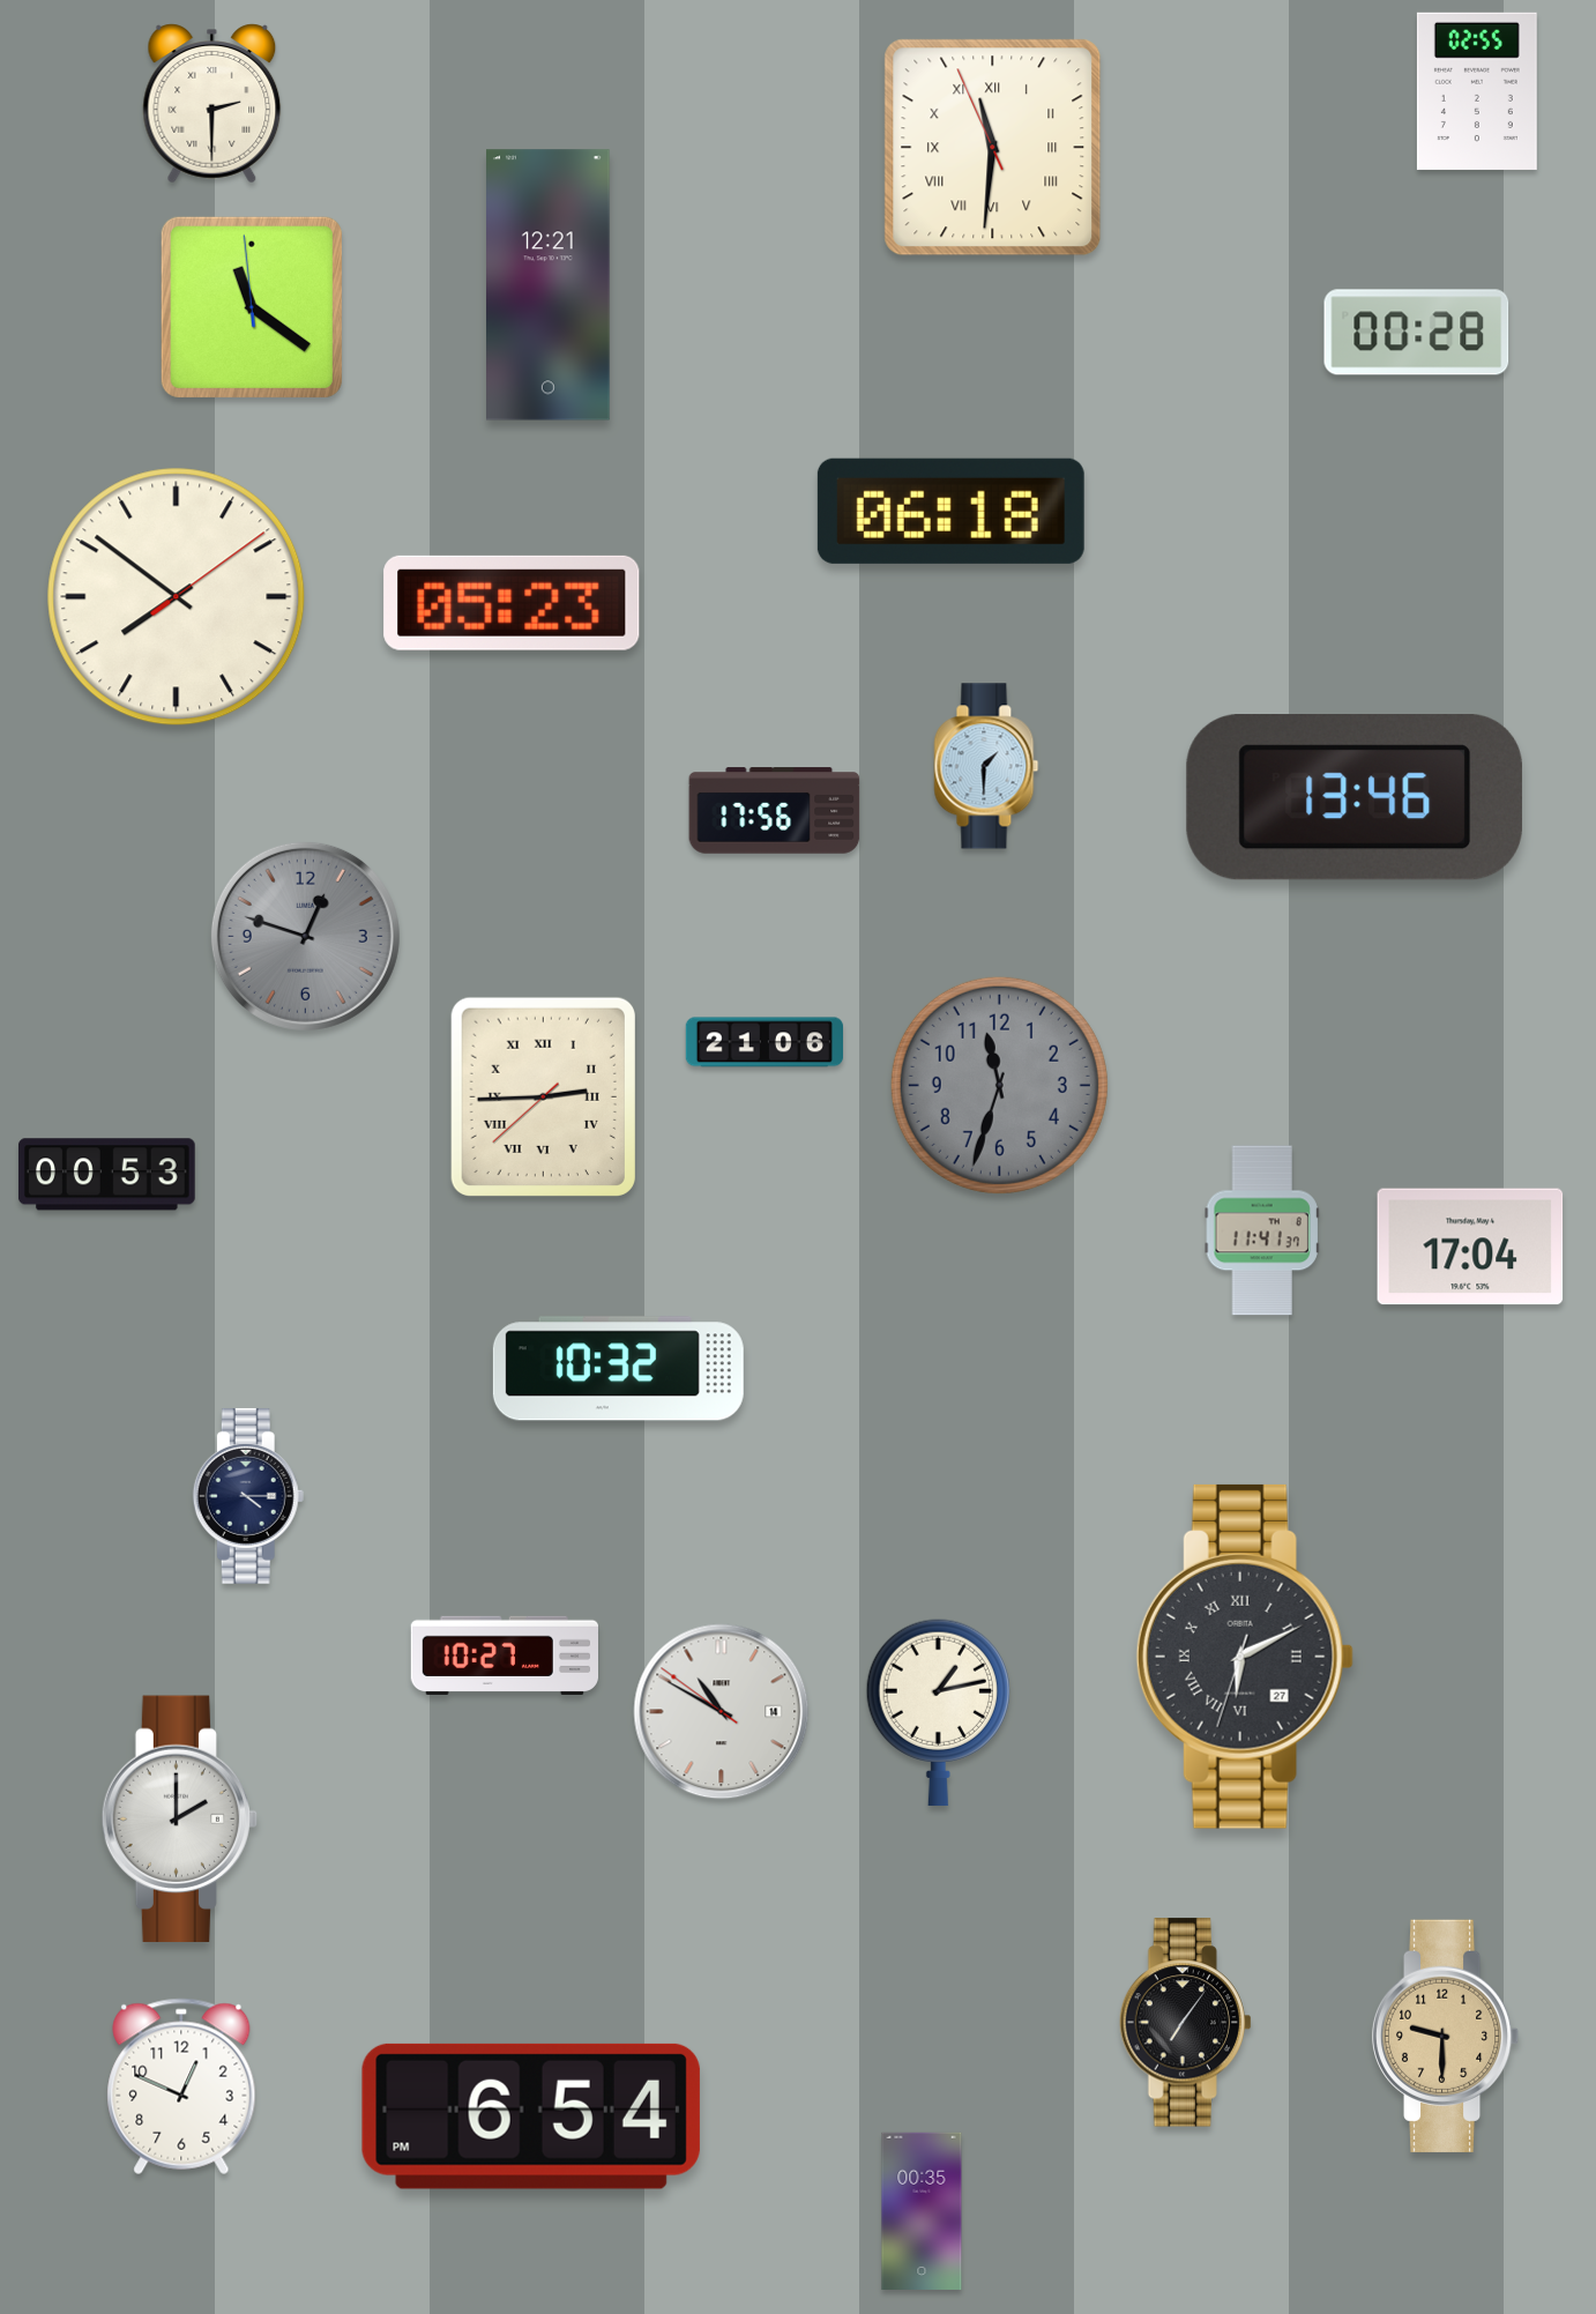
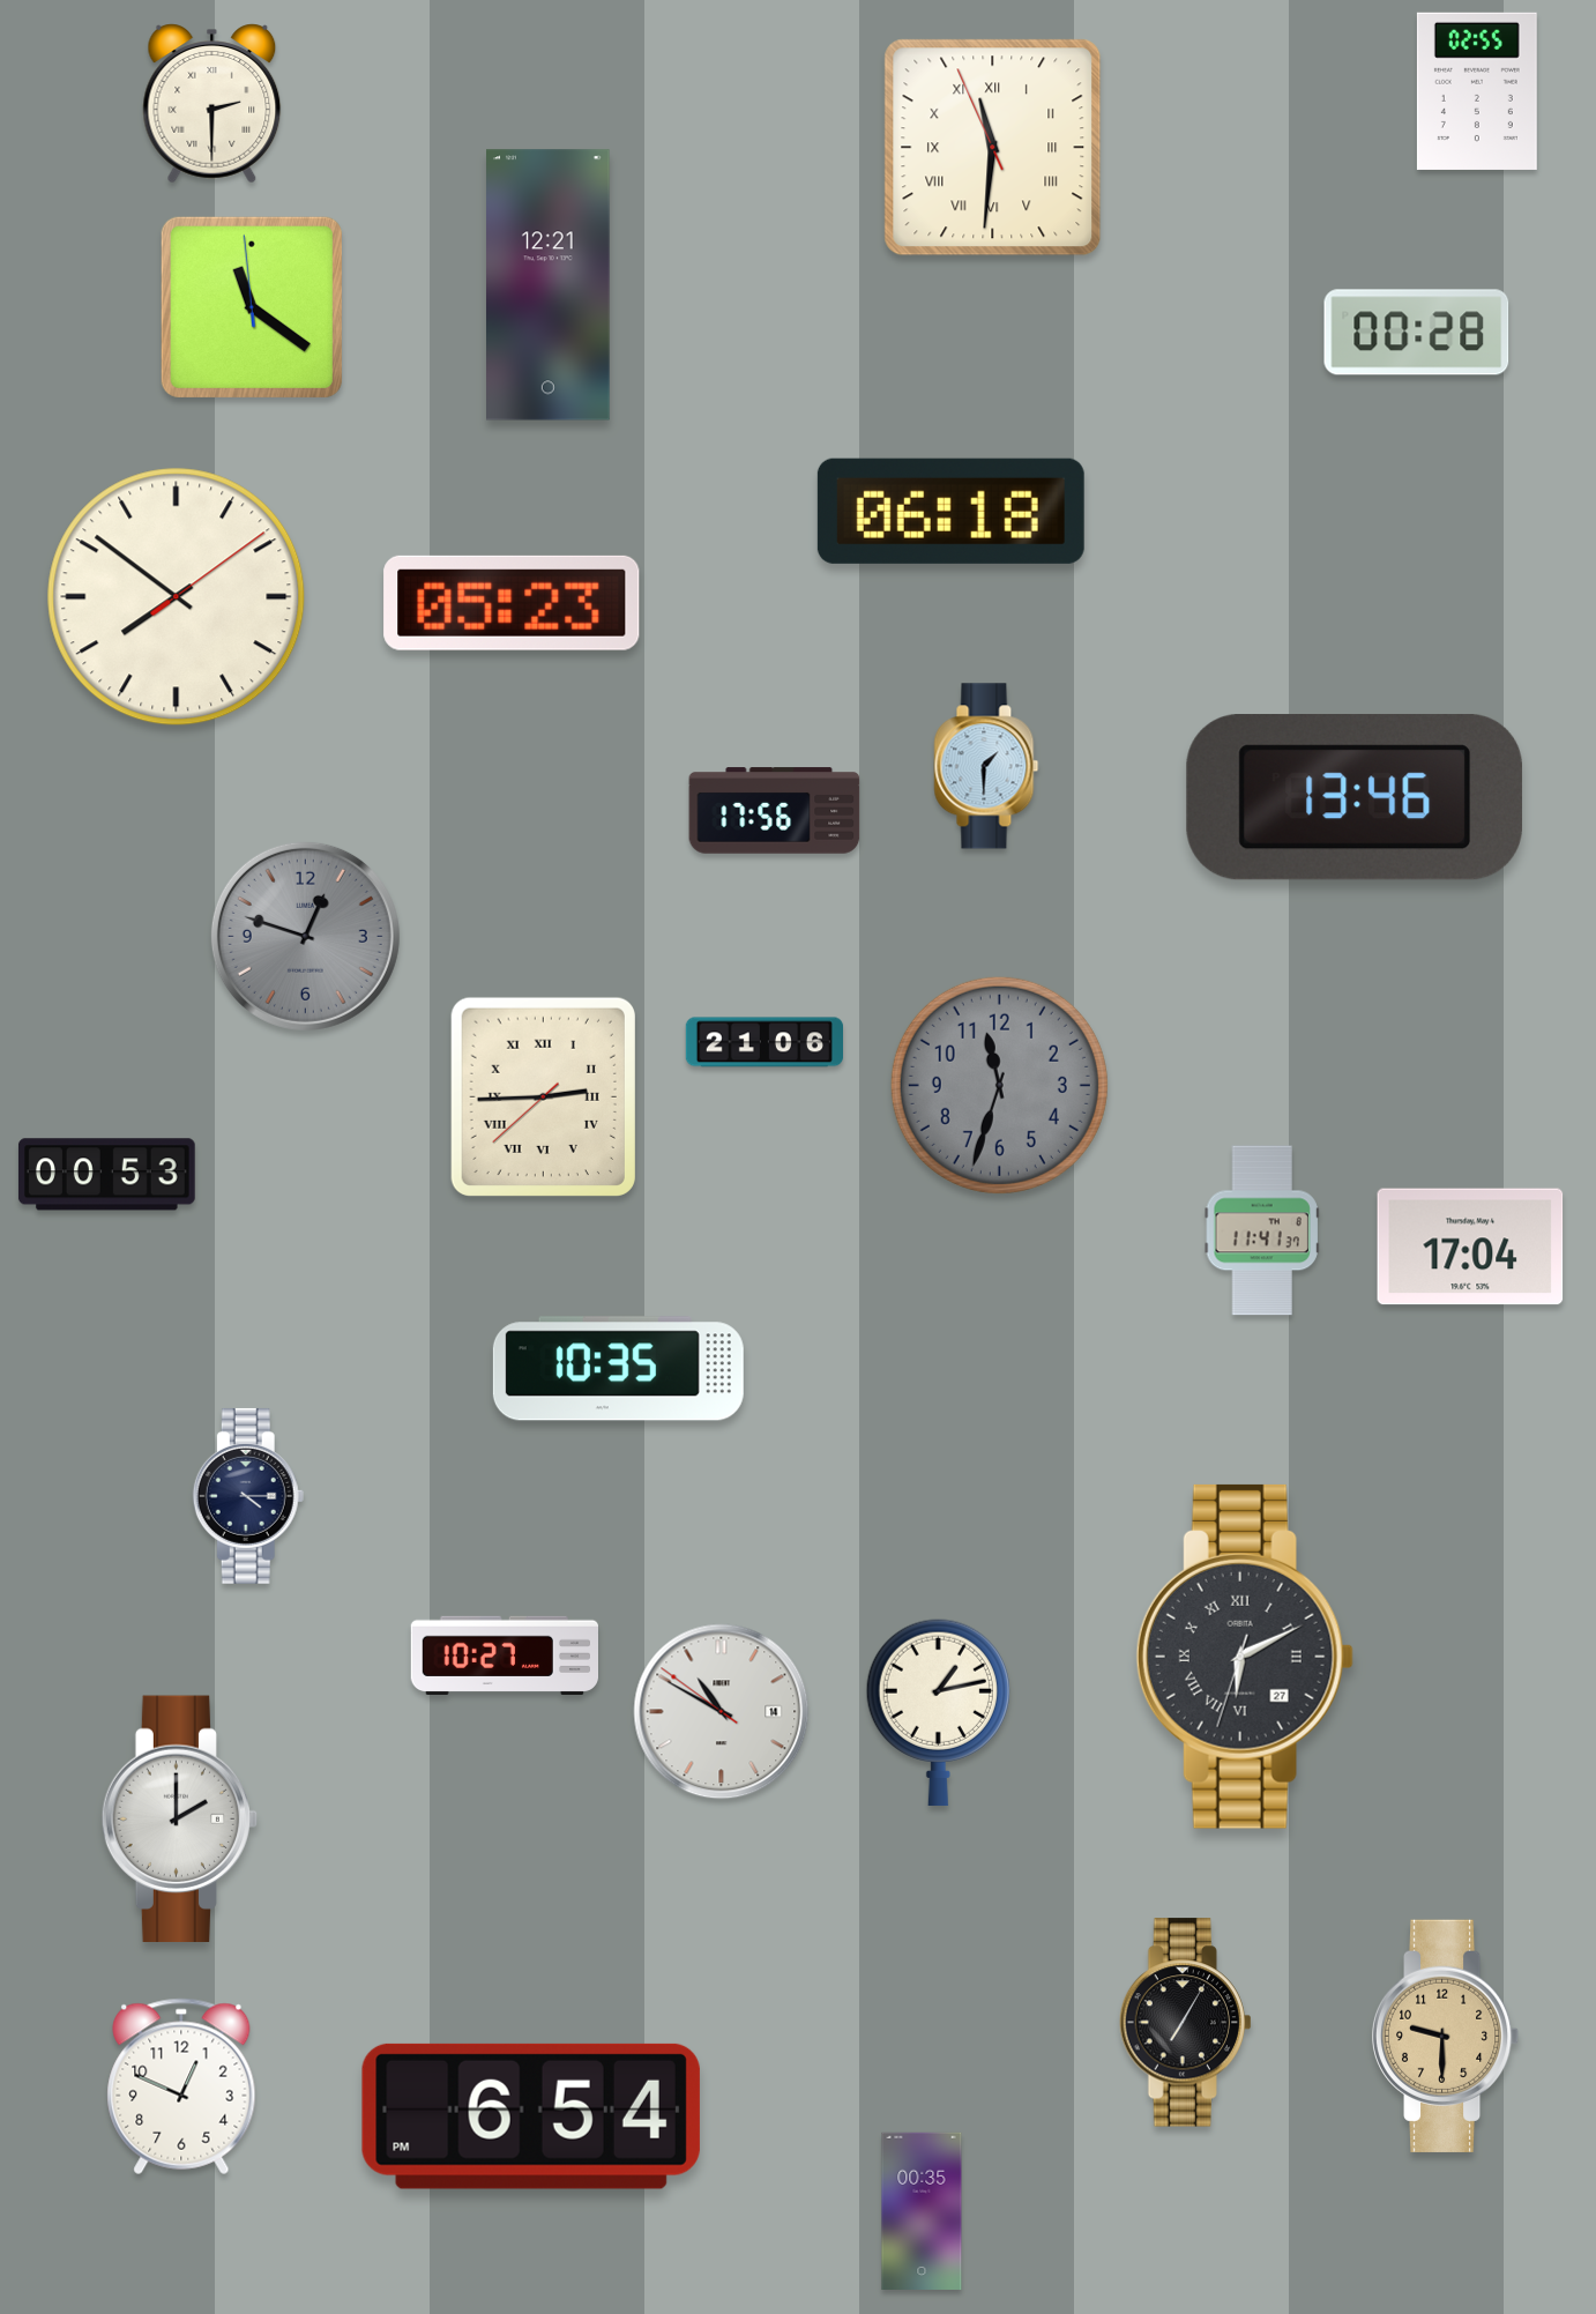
clock at (618, 1369): 10:32 -> 10:35
clock at (1186, 2023): 7:06 -> 7:05
